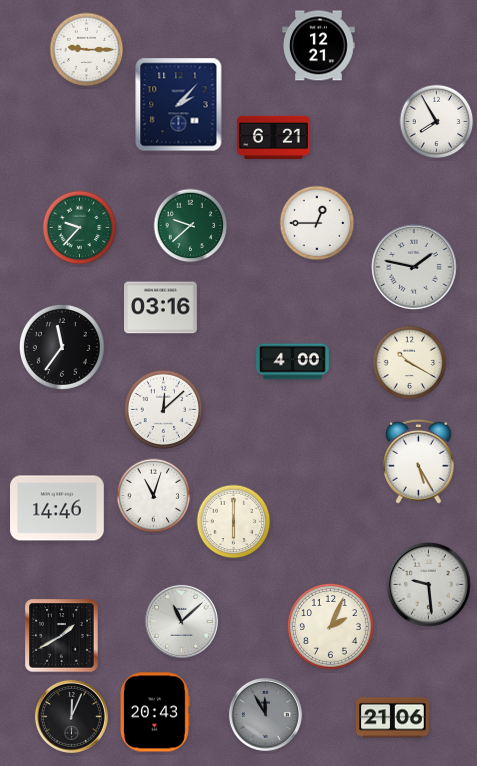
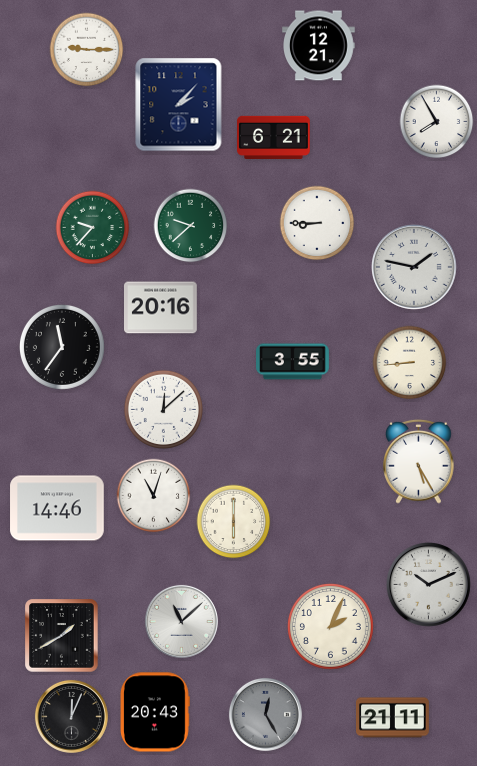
clock at (317, 223): 12:45 -> 8:45
clock at (80, 228) position: (80, 228) -> (93, 228)
clock at (161, 308): 03:16 -> 20:16
clock at (293, 362): 4:00 -> 3:55
clock at (410, 363): 10:20 -> 8:44
clock at (429, 585): 9:29 -> 10:11
clock at (265, 714): 11:55 -> 12:25
clock at (393, 718): 21:06 -> 21:11
